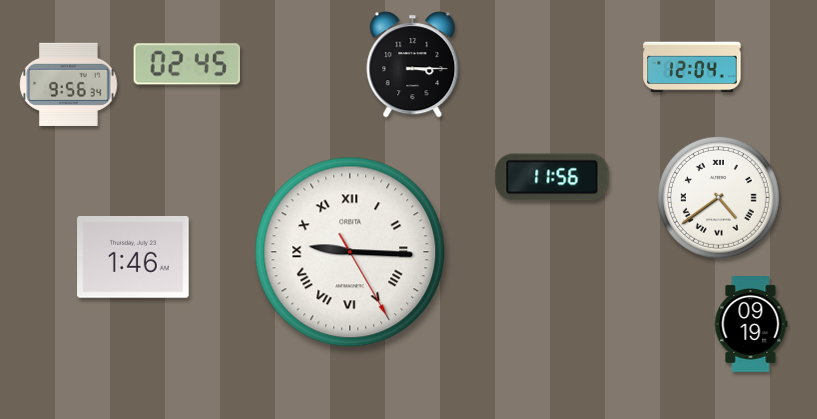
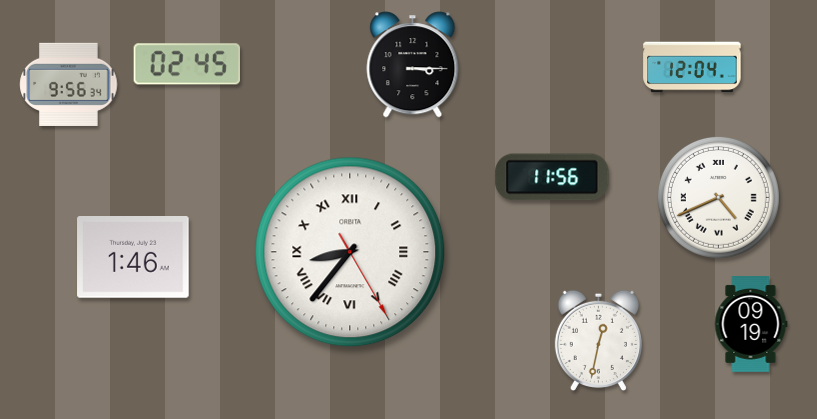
clock at (718, 197): 4:39 -> 4:41
clock at (350, 252): 9:15 -> 8:36
clock at (598, 340): none -> 12:32
